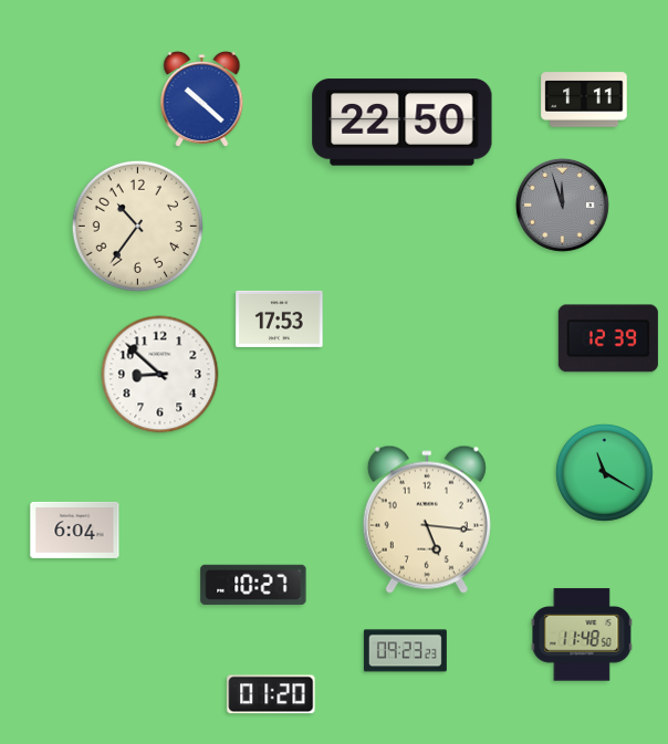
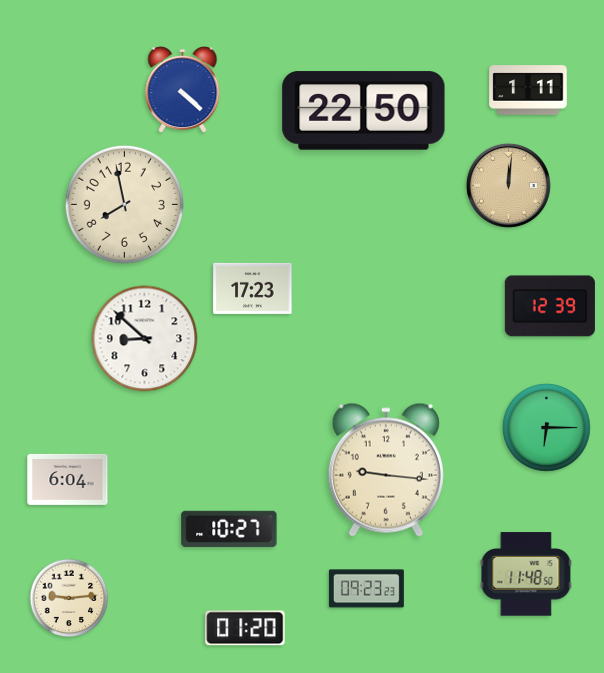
clock at (202, 99): 10:22 -> 4:22
clock at (562, 205): 11:57 -> 12:01
clock at (562, 205) dial: grey -> champagne
clock at (137, 226): 10:36 -> 7:58
clock at (280, 318): 17:53 -> 17:23
clock at (604, 472): 11:20 -> 6:15
clock at (427, 520): 5:16 -> 9:16
clock at (69, 598): none -> 9:14
